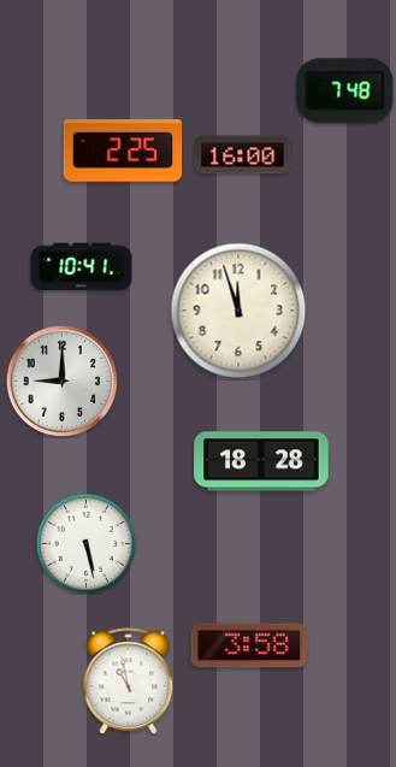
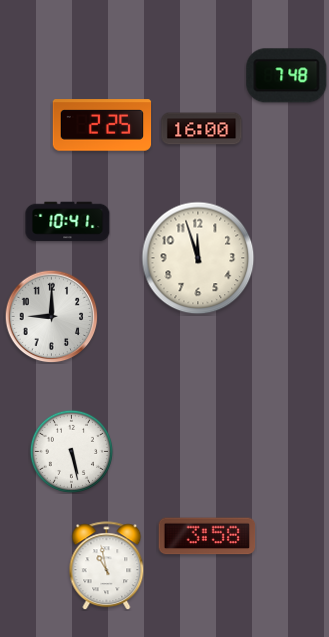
clock at (261, 461): 18:28 -> none
